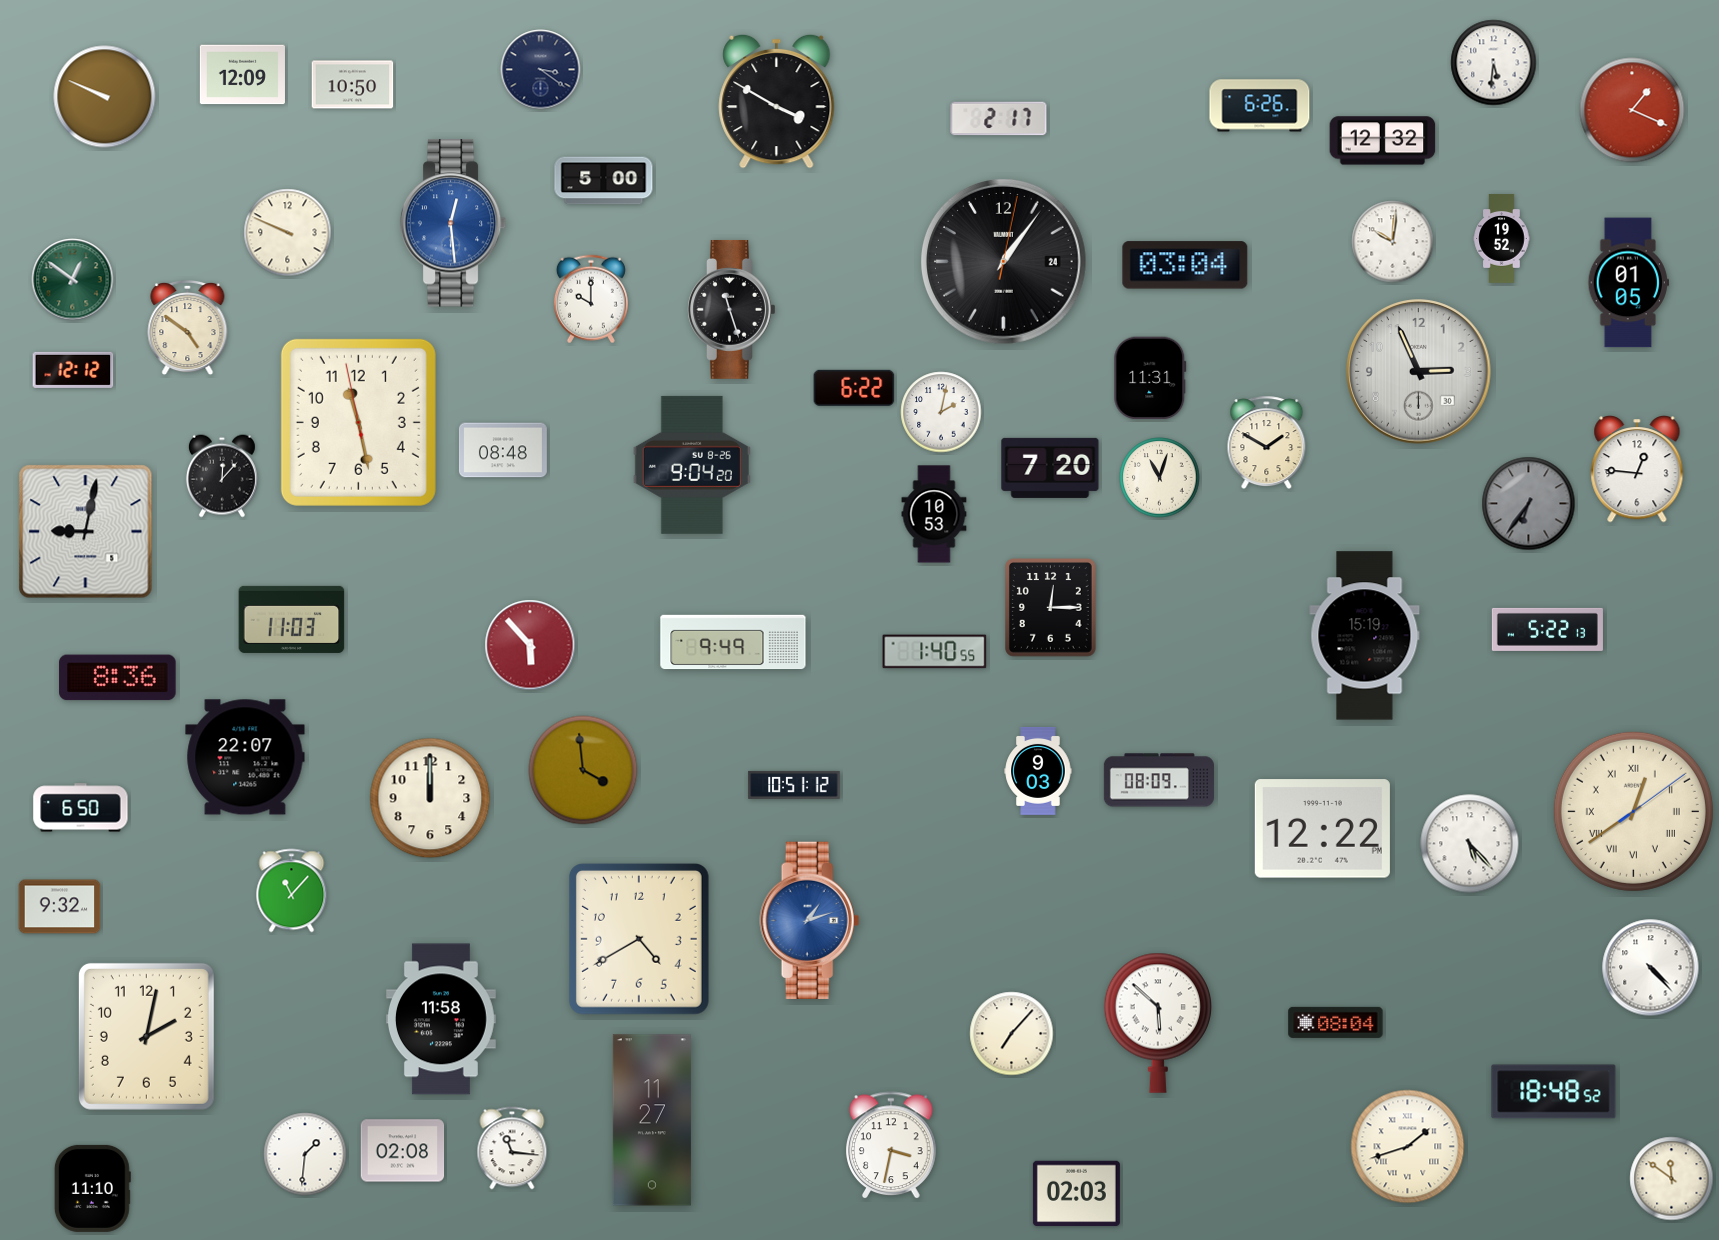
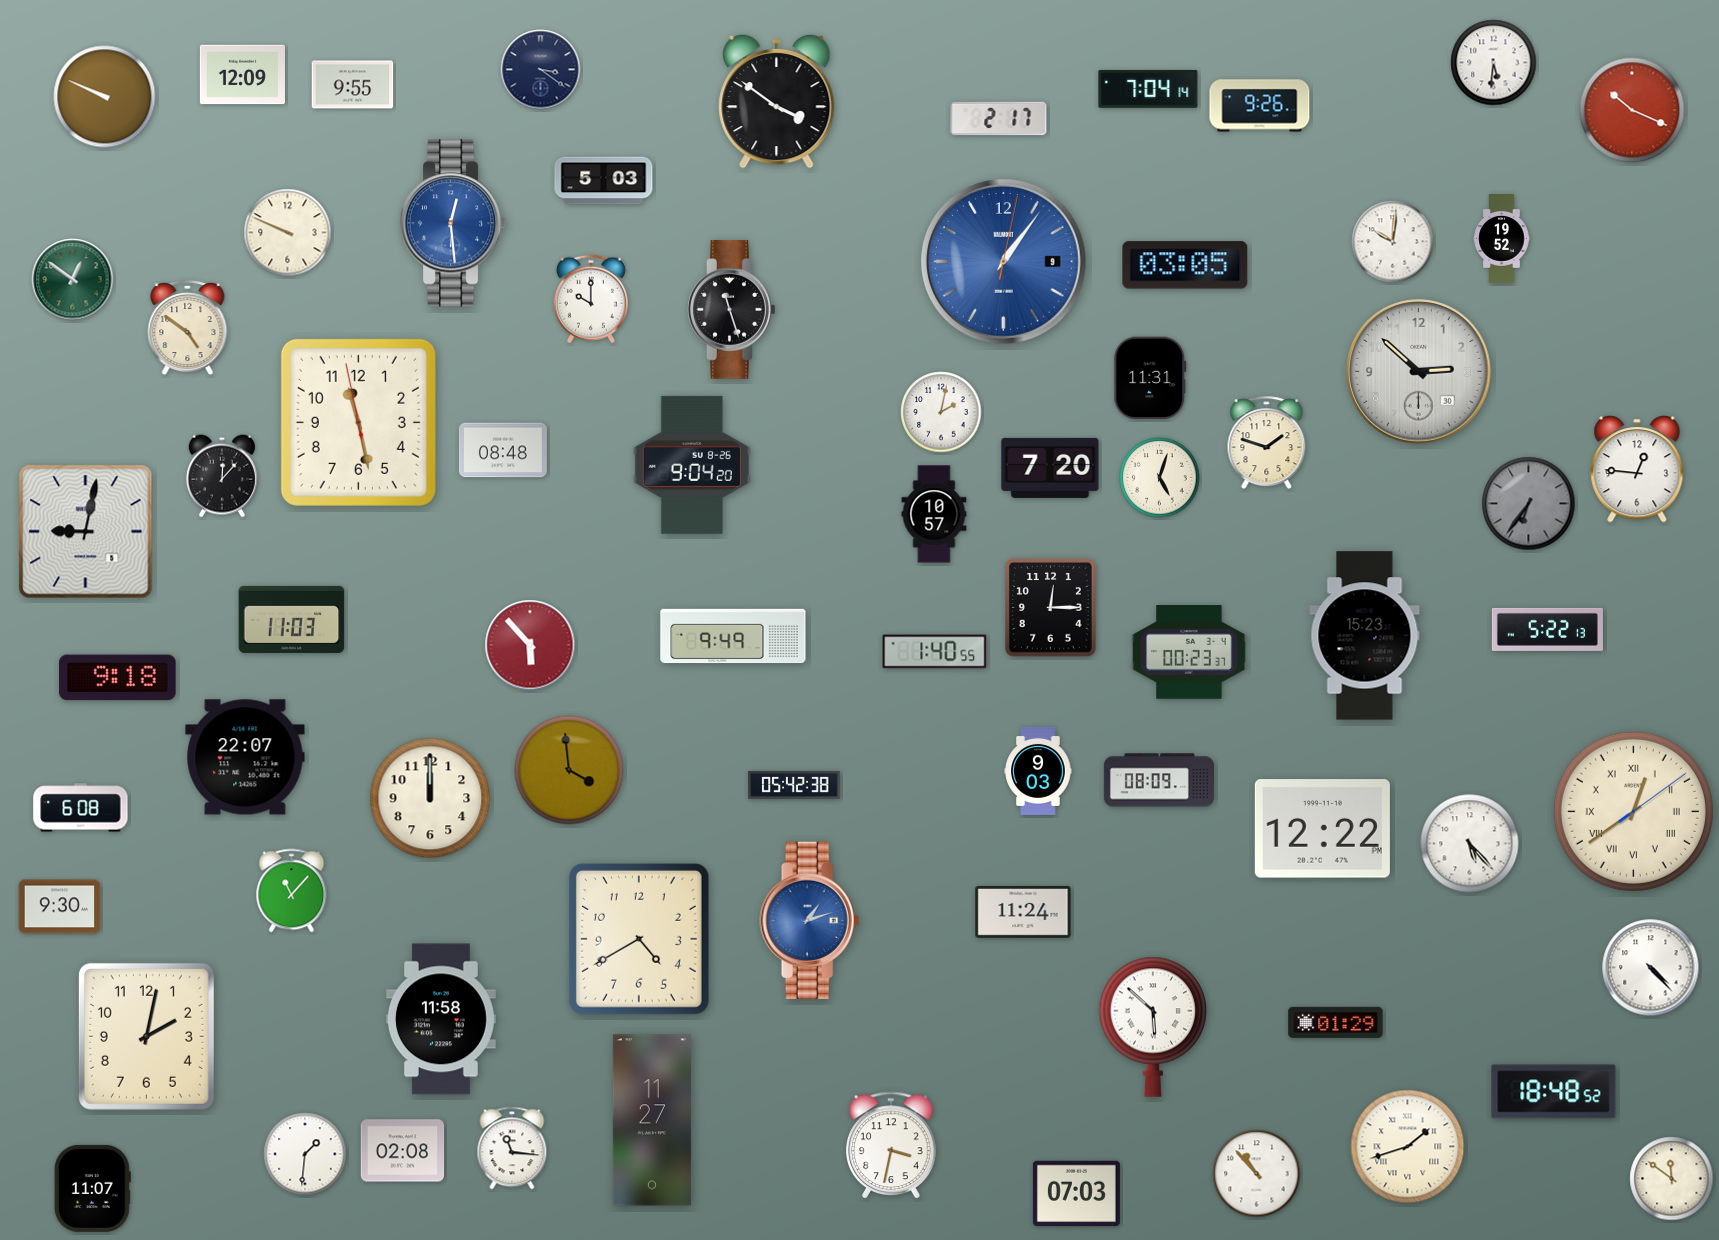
clock at (353, 85): 10:50 -> 9:55
clock at (1148, 89): none -> 7:04
clock at (777, 101): 3:50 -> 3:51
clock at (1260, 106): 6:26 -> 9:26
clock at (1632, 110): 1:19 -> 10:19
clock at (1383, 141): 12:32 -> none
clock at (604, 181): 5:00 -> 5:03
clock at (1003, 262) date: 24 -> 9
clock at (1003, 262) dial: black -> blue
clock at (1185, 265): 03:04 -> 03:05
clock at (1628, 283): 01:05 -> none
clock at (73, 370): 12:12 -> none
clock at (1419, 372): 2:56 -> 2:52
clock at (854, 388): 6:22 -> none
clock at (1267, 443): 1:50 -> 1:48
clock at (1160, 478): 11:03 -> 5:03
clock at (934, 514): 10:53 -> 10:57
clock at (1365, 636): 15:19 -> 15:23
clock at (733, 642) position: (733, 642) -> (733, 636)
clock at (1189, 652): none -> 00:23
clock at (118, 678): 8:36 -> 9:18
clock at (583, 770) position: (583, 770) -> (569, 770)
clock at (794, 785): 10:51 -> 05:42
clock at (81, 808): 6:50 -> 6:08
clock at (60, 907): 9:32 -> 9:30
clock at (1023, 912): none -> 11:24
clock at (1336, 1022): 08:04 -> 01:29
clock at (1157, 1023) position: (1157, 1023) -> (1152, 1027)
clock at (1012, 1034): 7:07 -> none
clock at (1257, 1174): none -> 10:53
clock at (92, 1188): 11:10 -> 11:07
clock at (1076, 1194): 02:03 -> 07:03
